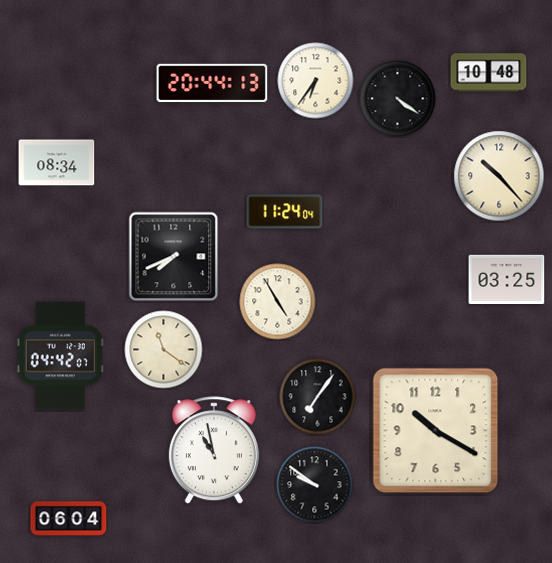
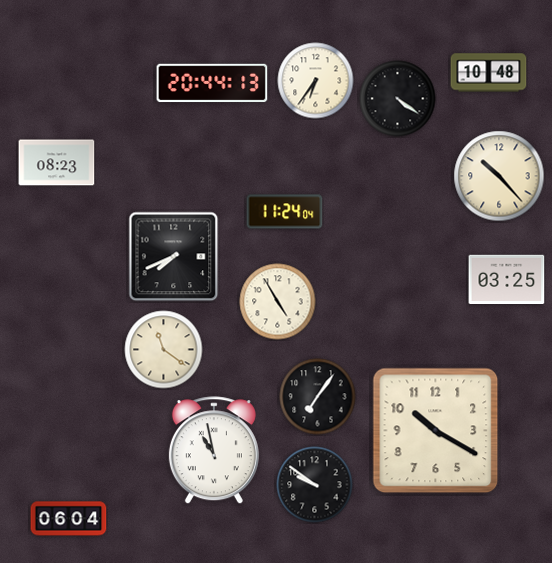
clock at (57, 163): 08:34 -> 08:23
clock at (60, 356): 04:42 -> none
